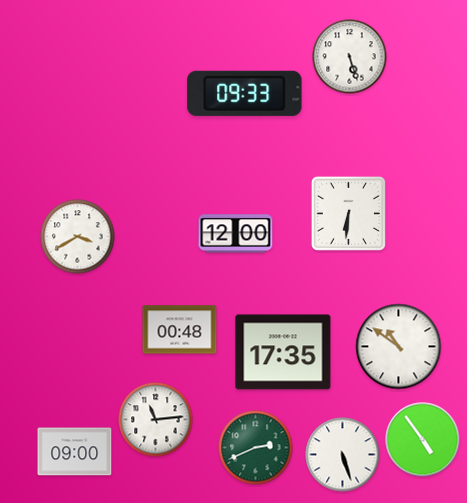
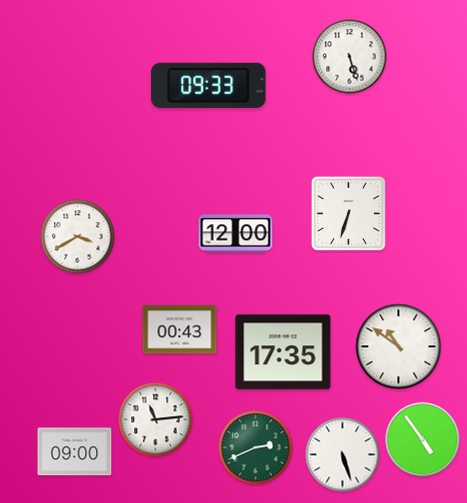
clock at (245, 93) position: (245, 93) -> (209, 85)
clock at (348, 213): 6:31 -> 6:33
clock at (180, 330): 00:48 -> 00:43
